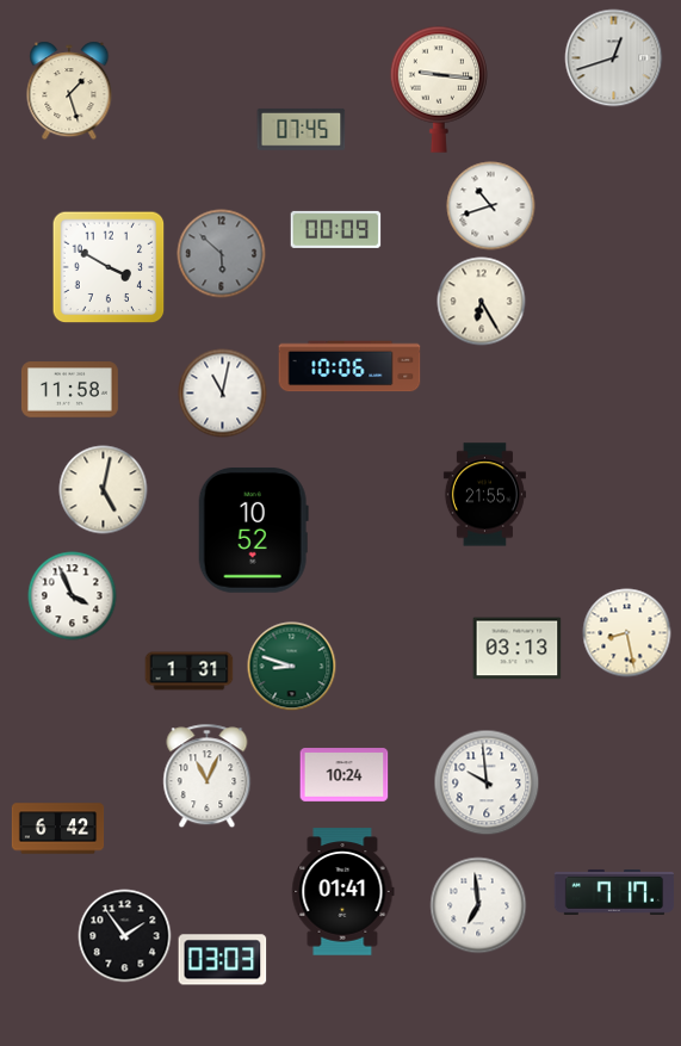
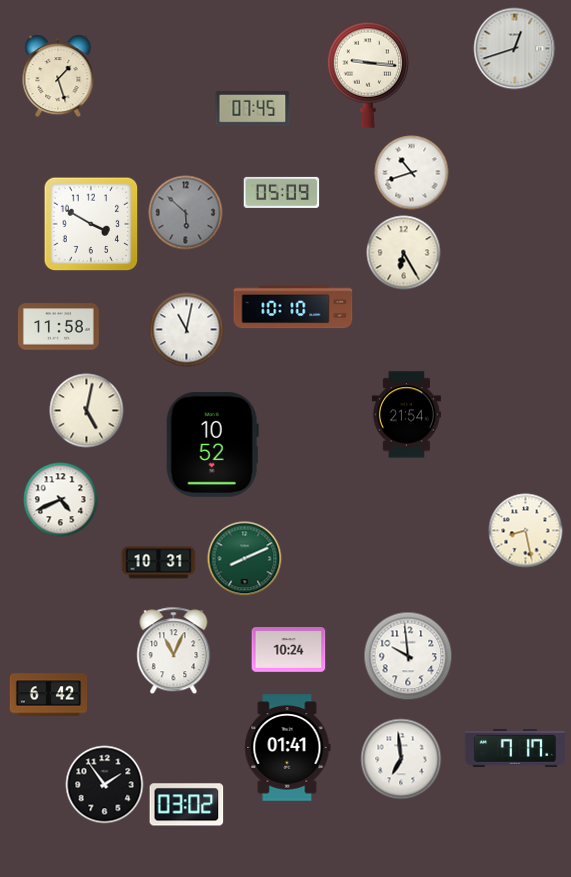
clock at (336, 229): 00:09 -> 05:09
clock at (349, 366): 10:06 -> 10:10
clock at (484, 495): 21:55 -> 21:54
clock at (73, 596): 3:56 -> 4:41
clock at (518, 649): 03:13 -> none
clock at (292, 667): 8:48 -> 8:11
clock at (190, 671): 1:31 -> 10:31
clock at (223, 960): 03:03 -> 03:02
